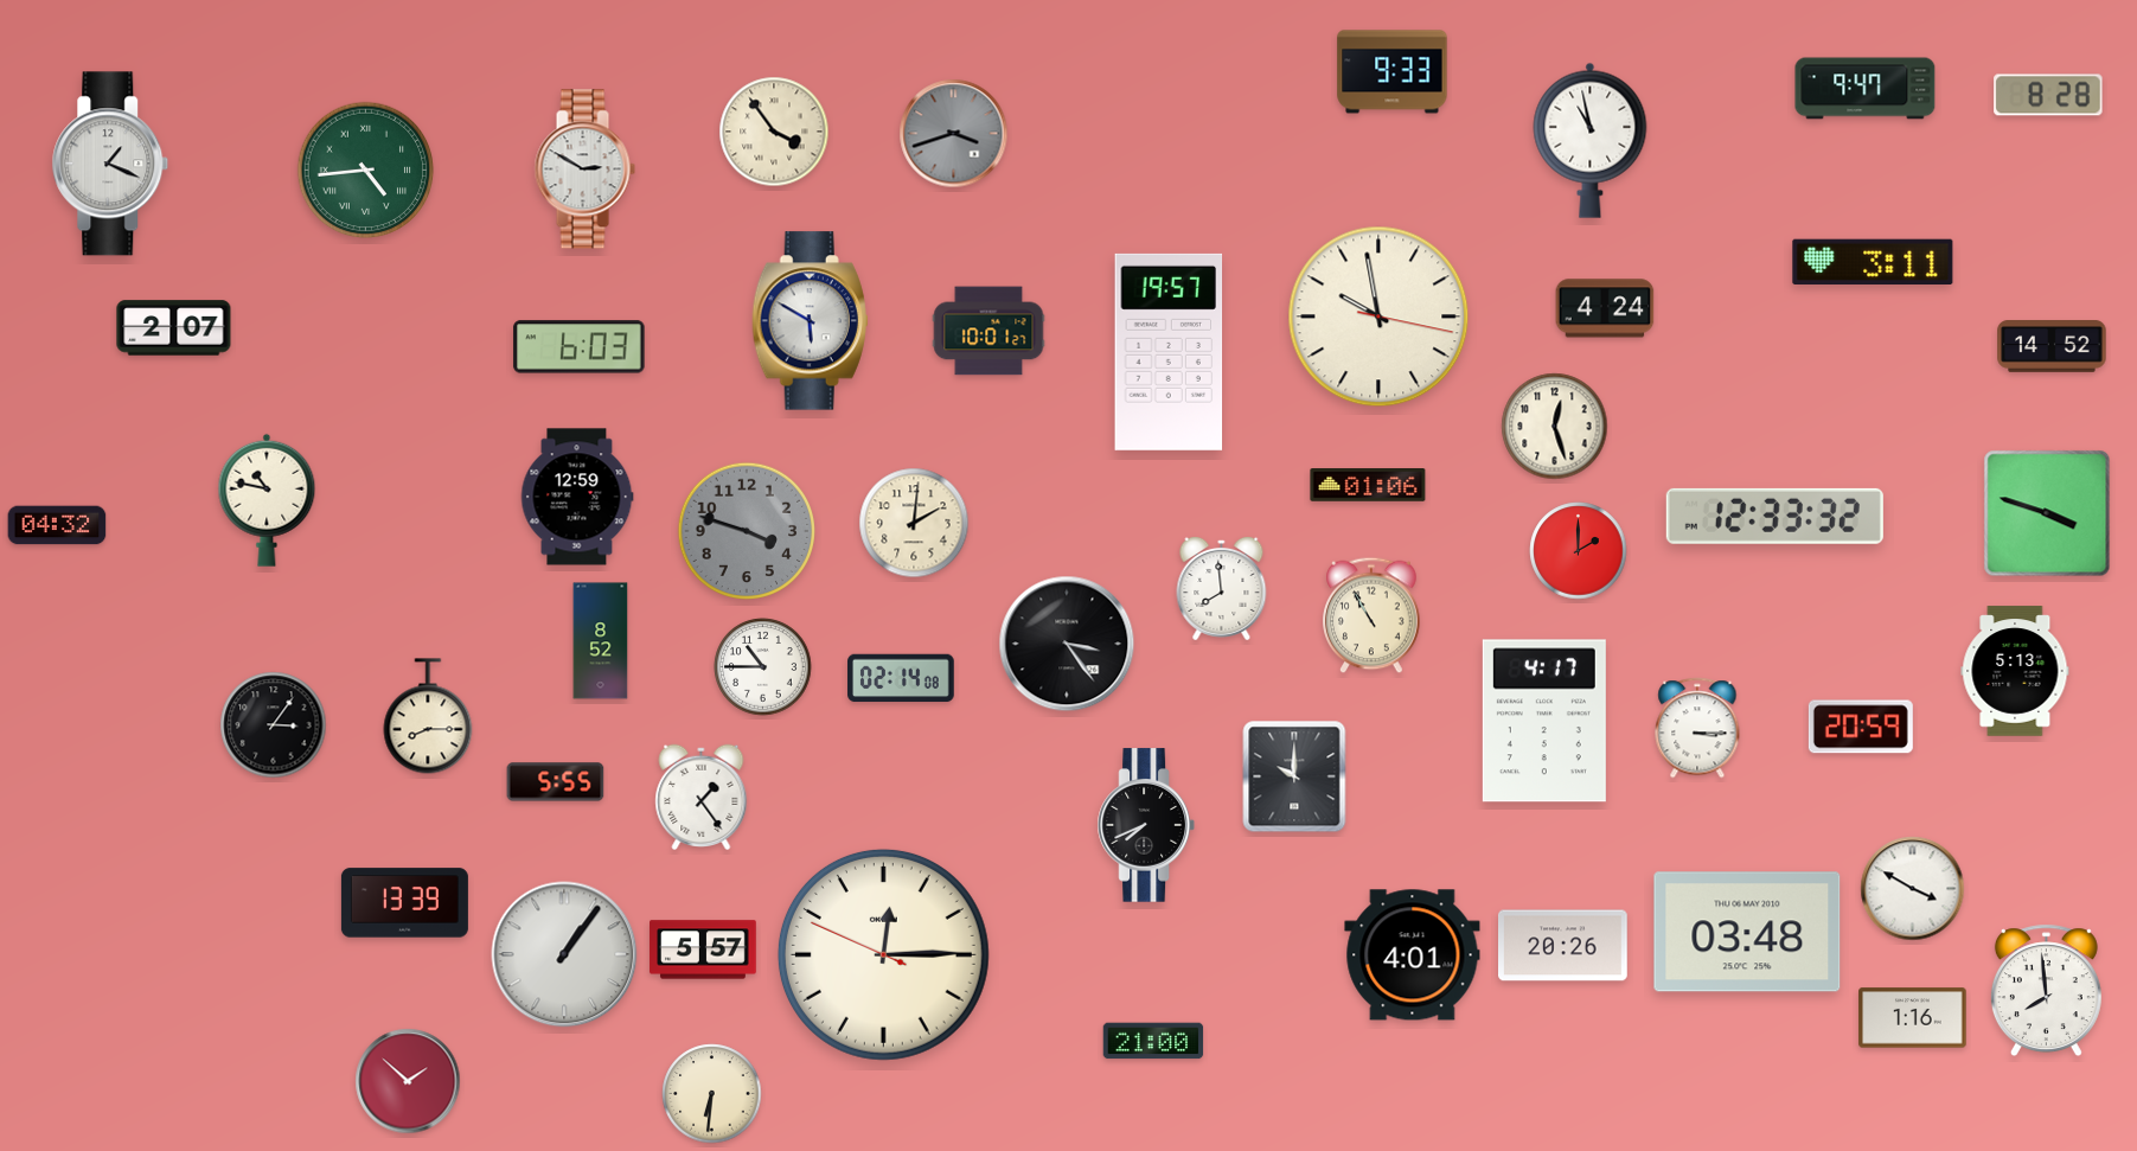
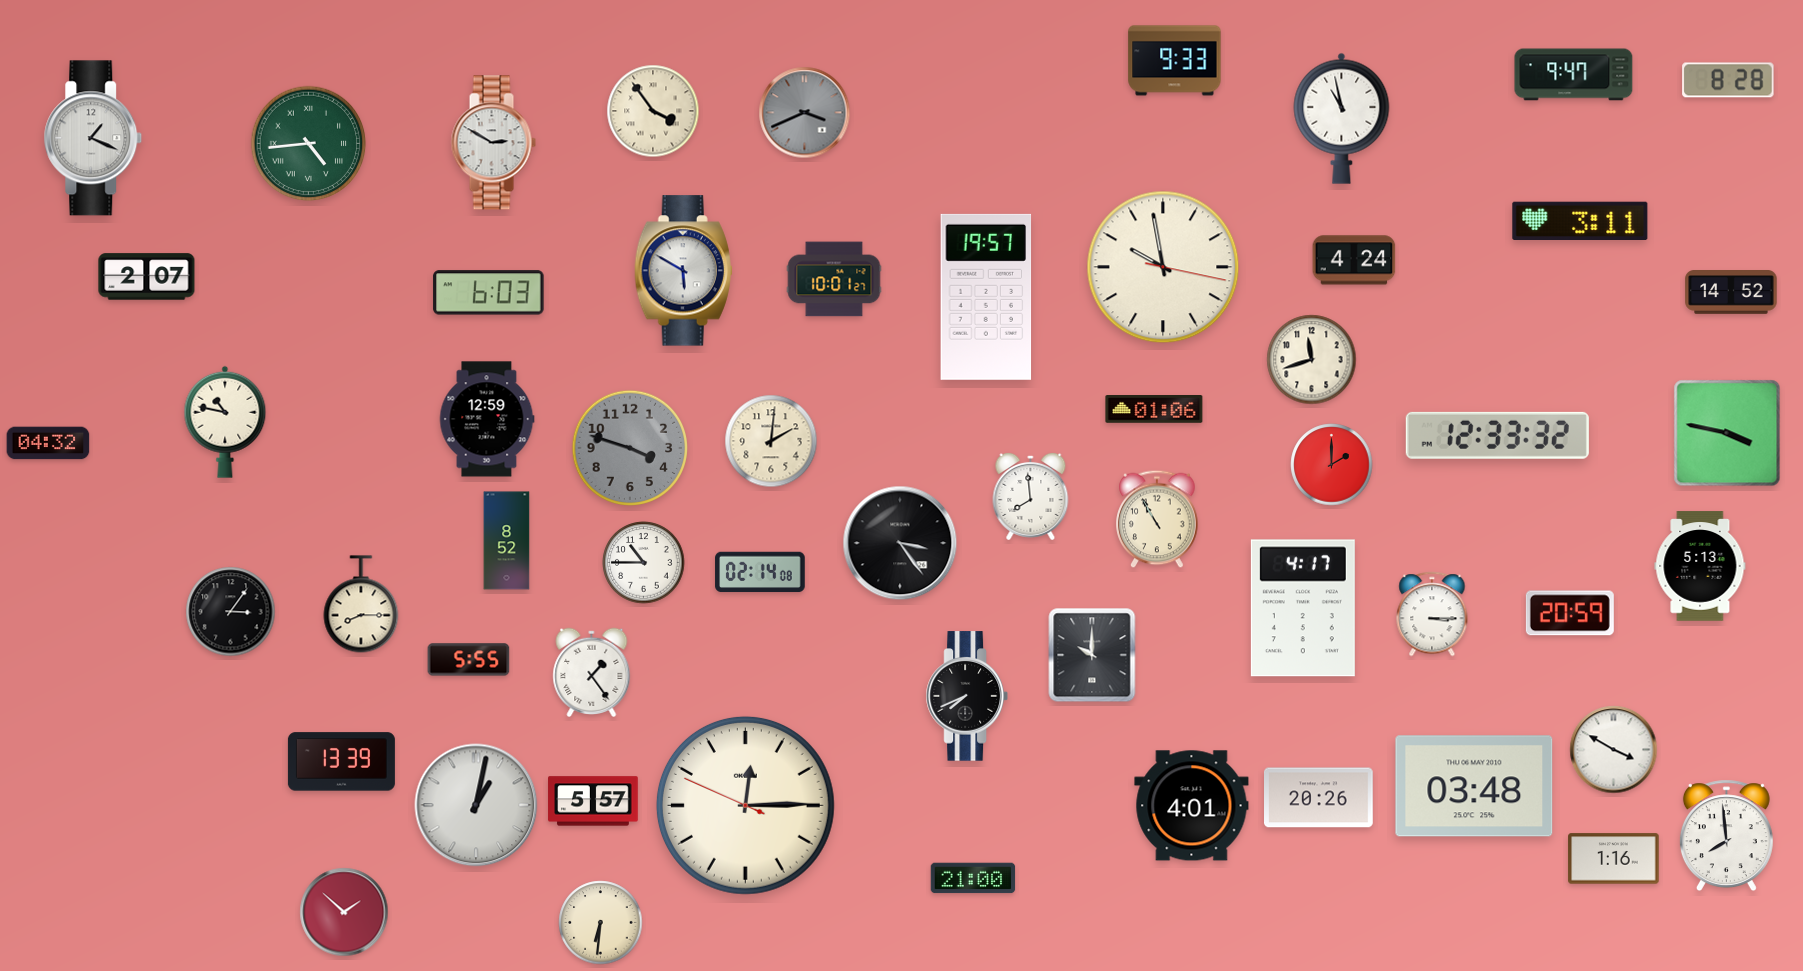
clock at (954, 134): 3:42 -> 3:41
clock at (1555, 427): 12:27 -> 11:42
clock at (2047, 513): 3:48 -> 3:47
clock at (564, 954): 1:06 -> 1:02
